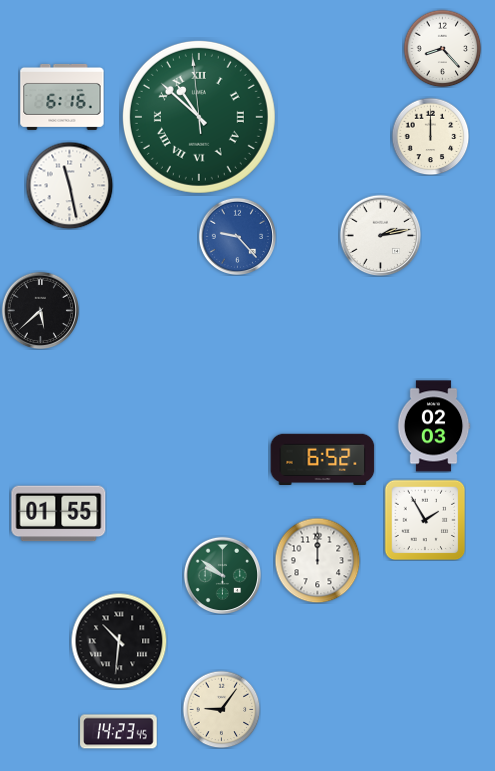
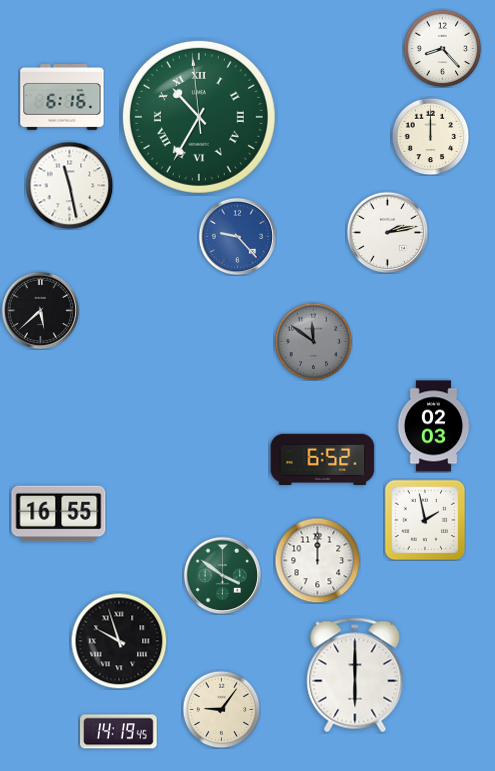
clock at (199, 117): 10:51 -> 10:34
clock at (380, 235) position: (380, 235) -> (387, 232)
clock at (313, 341): none -> 11:51
clock at (59, 514): 01:55 -> 16:55
clock at (425, 520): 1:55 -> 1:58
clock at (222, 575): 9:51 -> 3:51
clock at (119, 641): 10:31 -> 9:57
clock at (355, 675): none -> 6:00
clock at (119, 732): 14:23 -> 14:19
